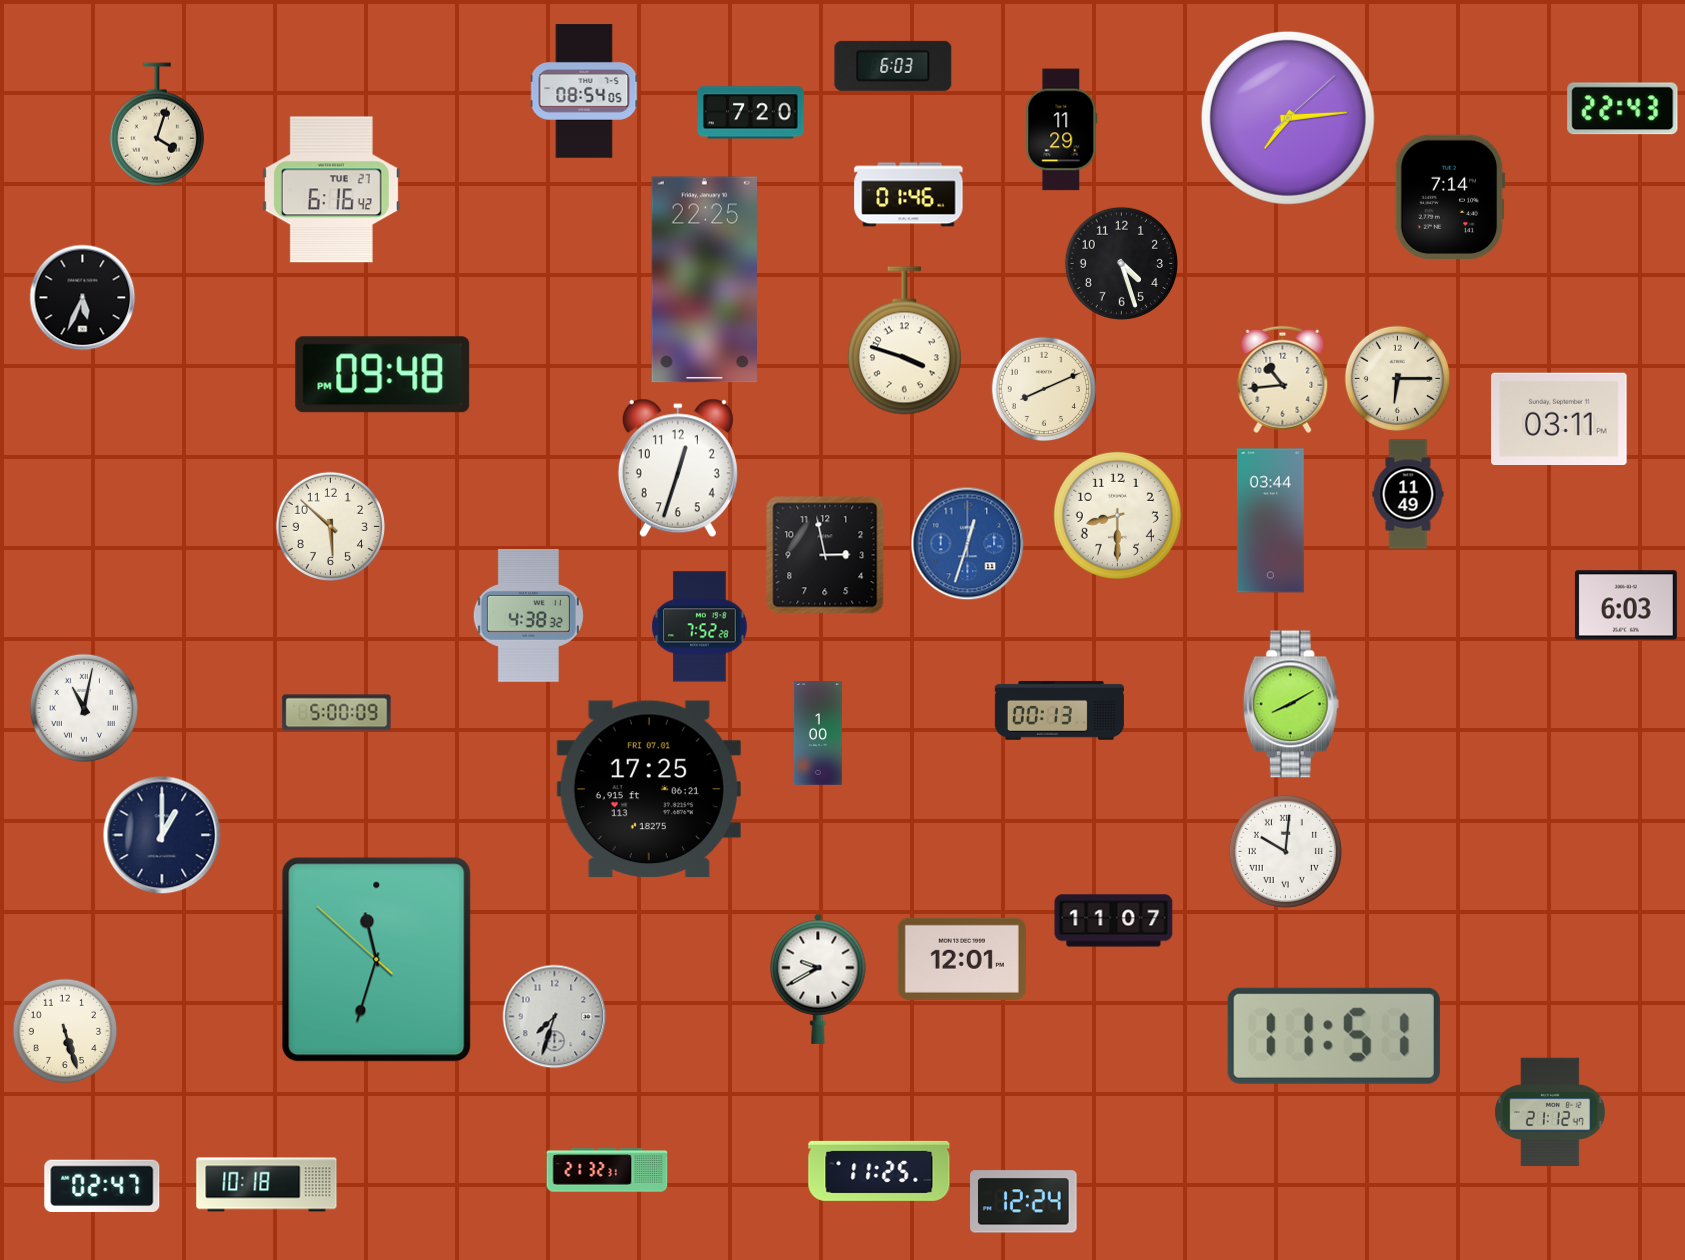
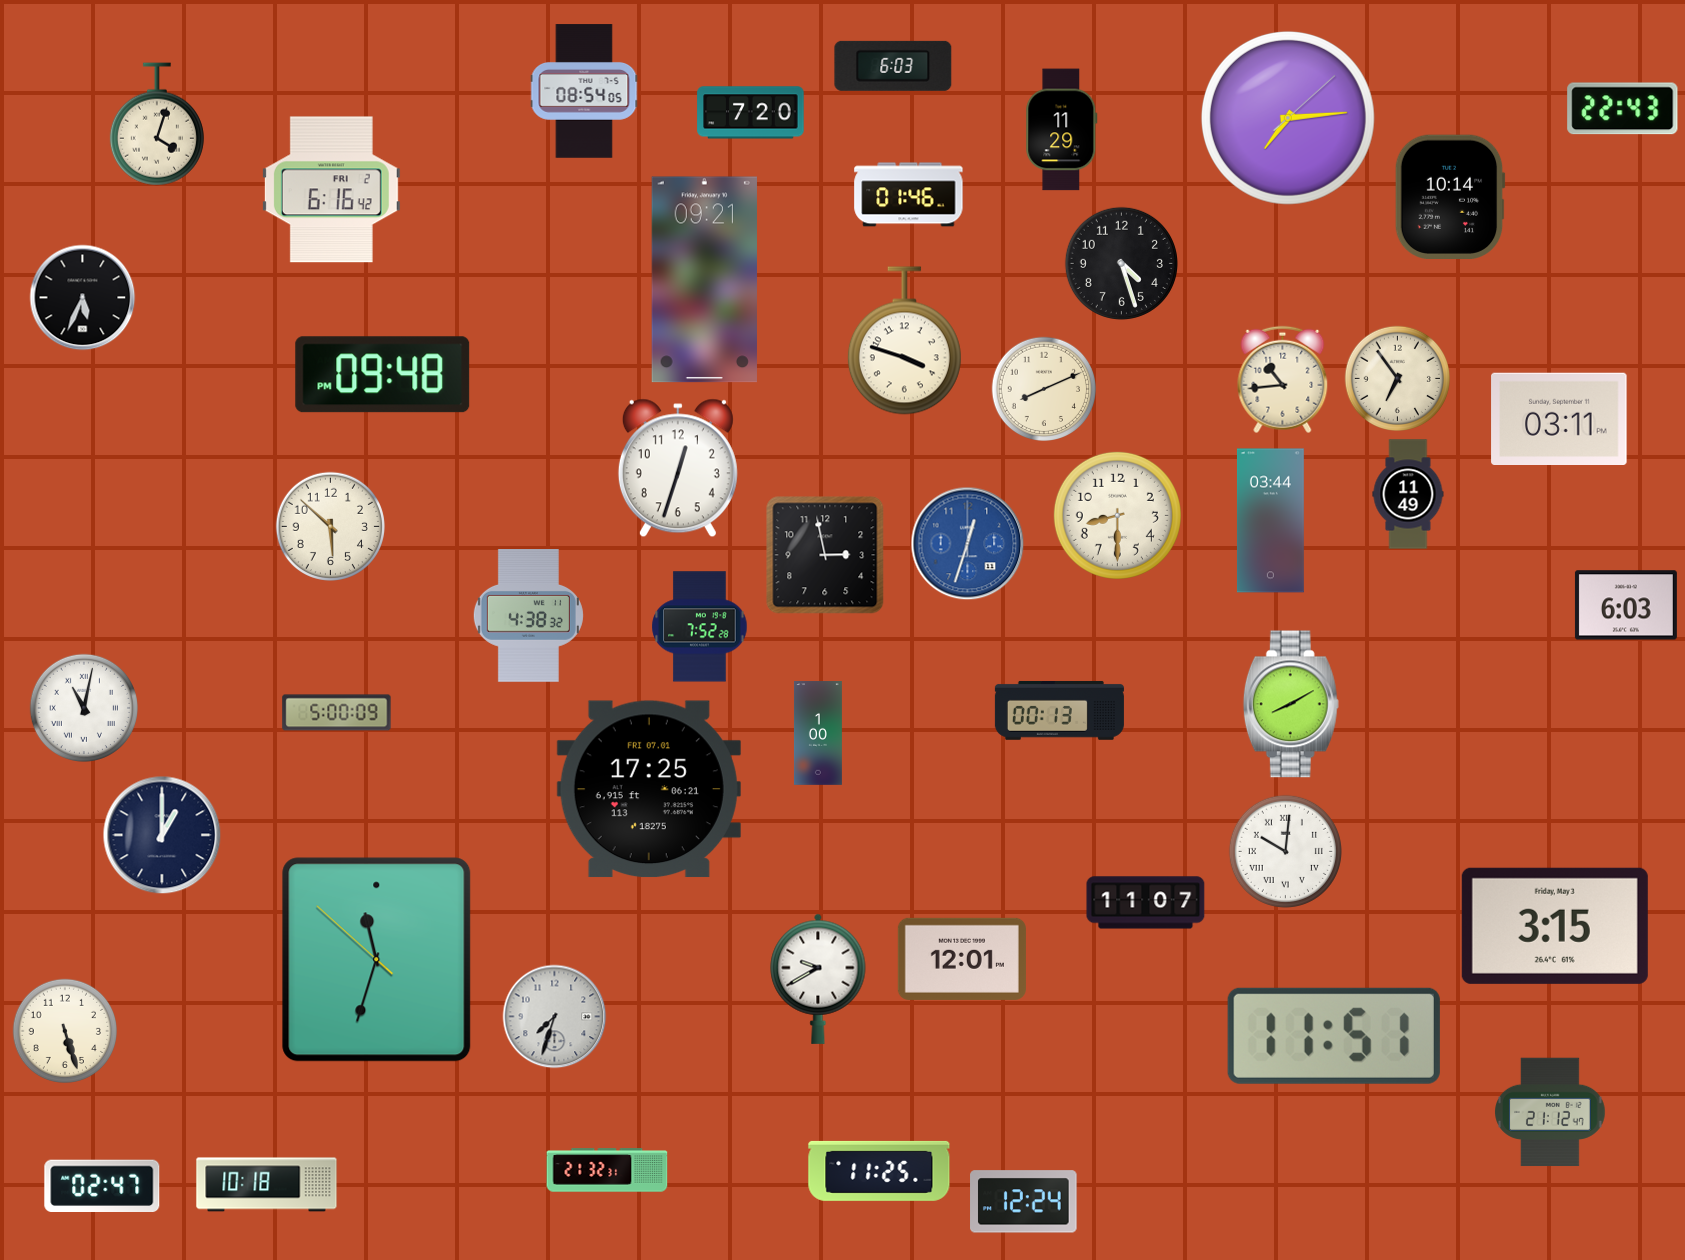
clock at (331, 190) date: TUE 27 -> FRI 2
clock at (1450, 196): 7:14 -> 10:14
clock at (704, 280): 22:25 -> 09:21
clock at (1397, 378): 6:15 -> 6:54
clock at (1114, 921) position: (1114, 921) -> (1146, 903)
clock at (1555, 926): none -> 3:15
